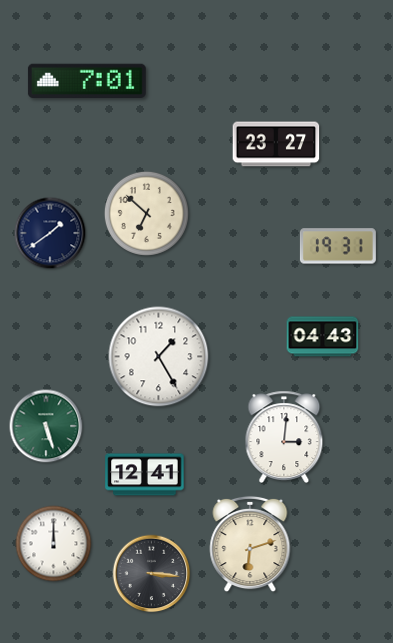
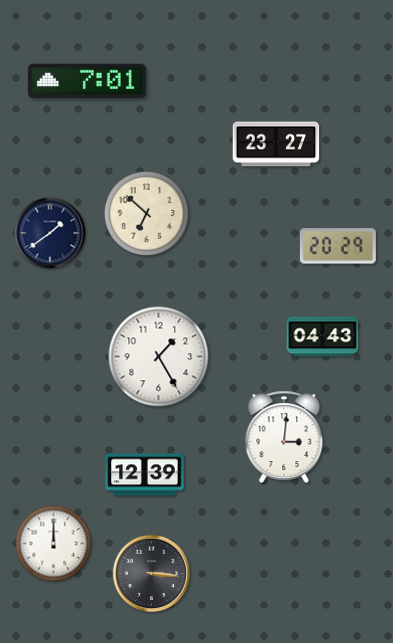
clock at (338, 246): 19:31 -> 20:29
clock at (46, 426): 5:27 -> none
clock at (145, 475): 12:41 -> 12:39
clock at (250, 544): 6:12 -> none
